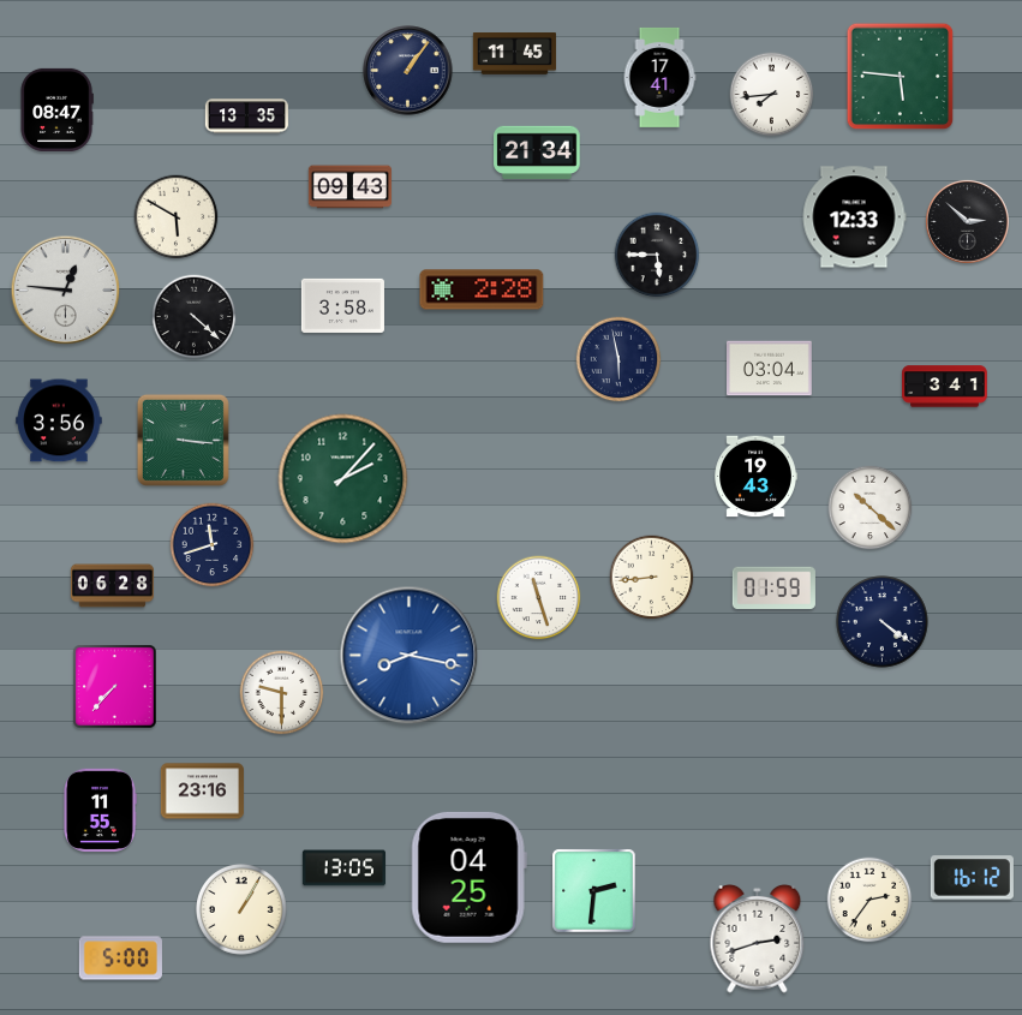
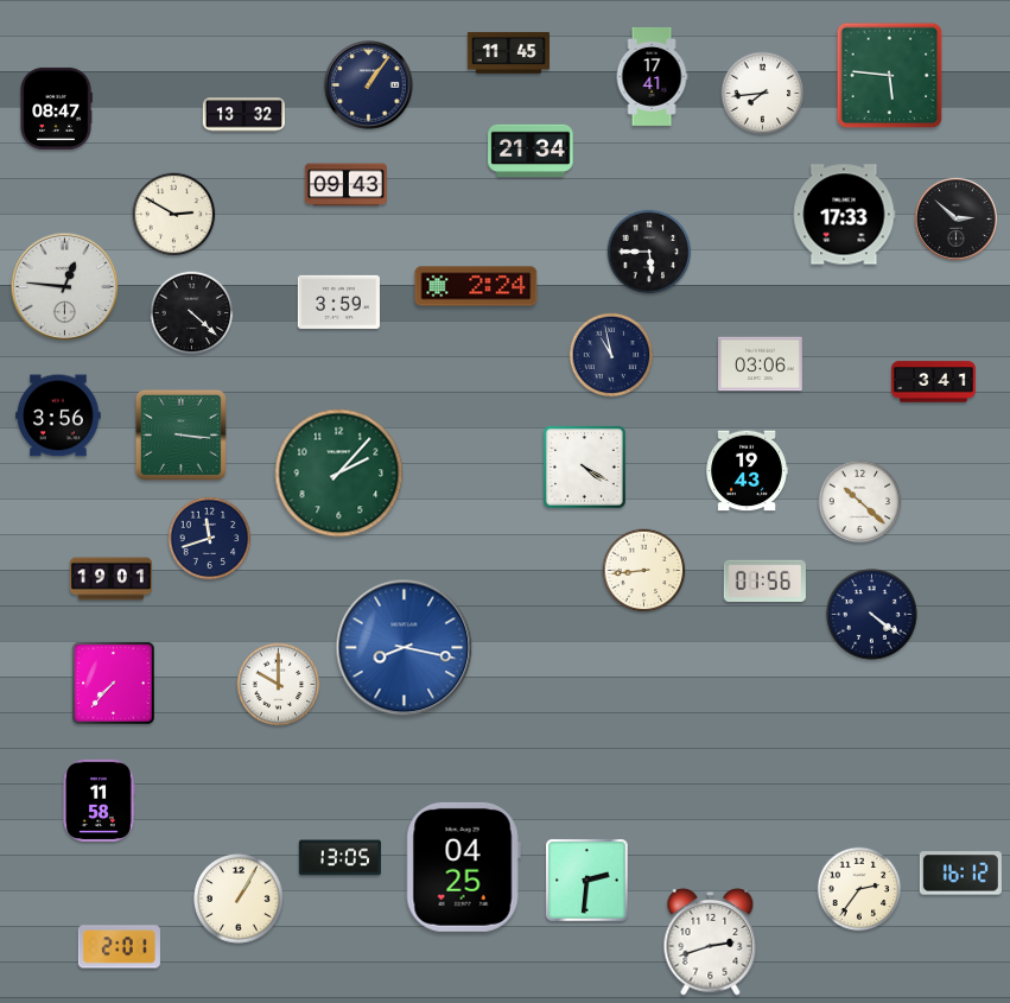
clock at (408, 71) position: (408, 71) -> (369, 85)
clock at (246, 117): 13:35 -> 13:32
clock at (177, 217): 5:50 -> 2:50
clock at (854, 217): 12:33 -> 17:33
clock at (482, 289): 2:28 -> 2:24
clock at (342, 305): 3:58 -> 3:59
clock at (618, 359): 5:58 -> 10:58
clock at (770, 369): 03:04 -> 03:06
clock at (585, 468): none -> 4:20
clock at (112, 586): 06:28 -> 19:01
clock at (773, 587): 01:59 -> 01:56
clock at (539, 598): 11:27 -> none
clock at (115, 687) position: (115, 687) -> (114, 684)
clock at (282, 693): 9:30 -> 10:00
clock at (202, 792): 23:16 -> none
clock at (100, 810): 11:55 -> 11:58
clock at (972, 878) position: (972, 878) -> (960, 874)
clock at (758, 938) position: (758, 938) -> (711, 941)
clock at (120, 959): 5:00 -> 2:01
